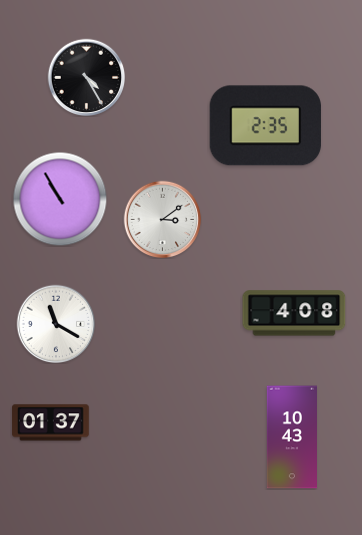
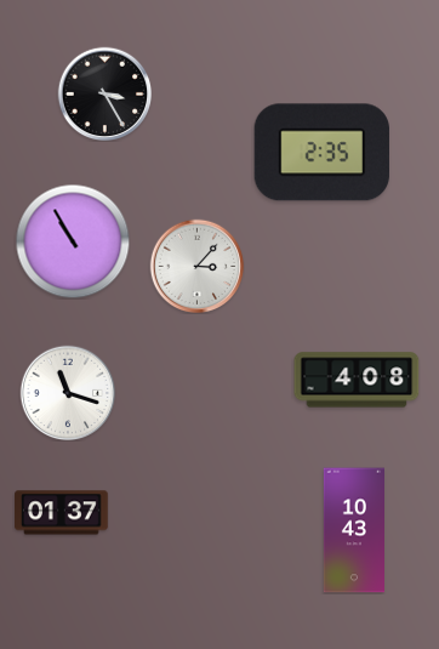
clock at (86, 77): 4:25 -> 3:25
clock at (162, 219): 3:09 -> 3:07
clock at (56, 324): 11:20 -> 11:18
